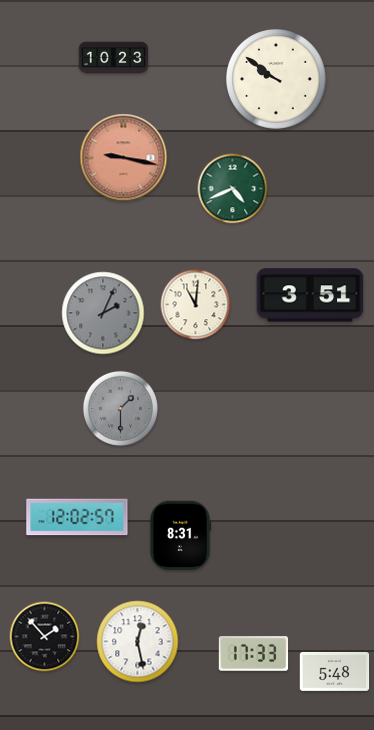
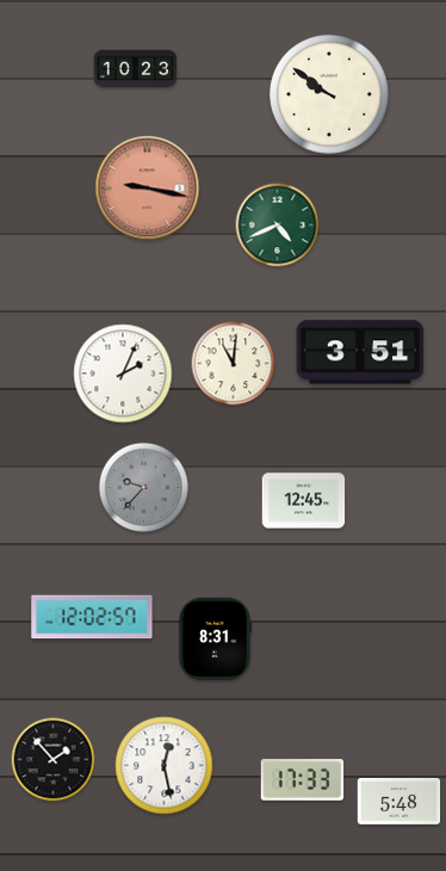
clock at (310, 295) position: (310, 295) -> (360, 352)
clock at (103, 313) dial: grey -> white
clock at (120, 408): 1:30 -> 9:37
clock at (304, 501): none -> 12:45
